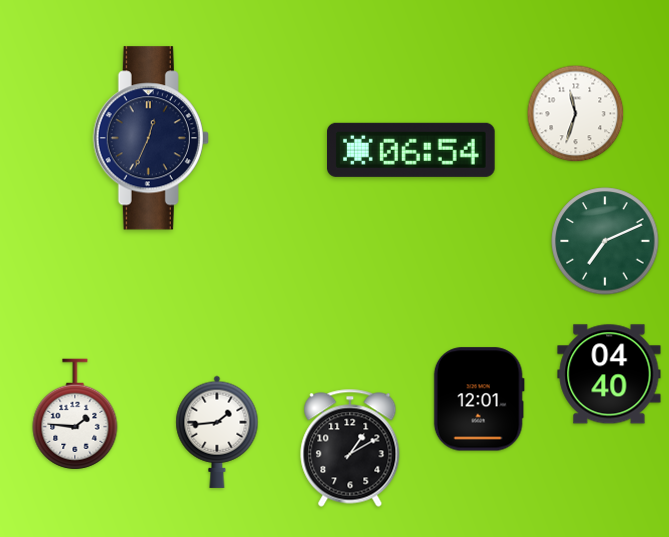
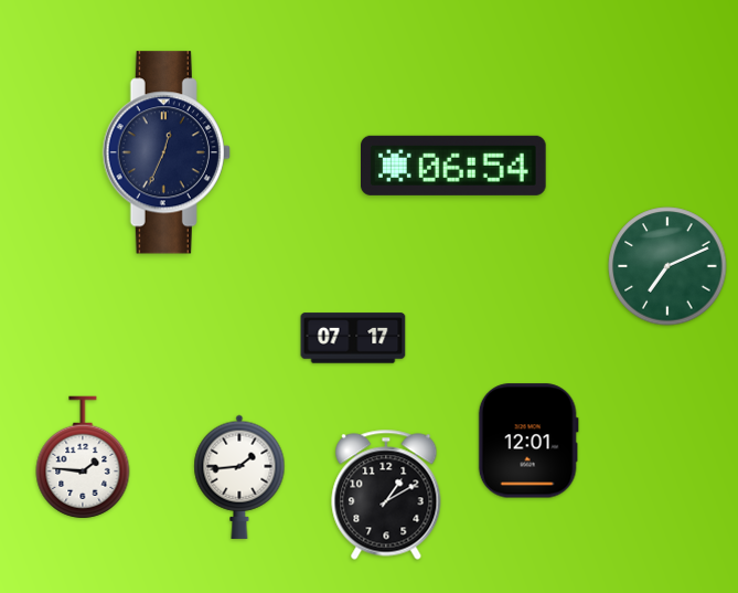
clock at (576, 114): 11:33 -> none
clock at (353, 338): none -> 07:17
clock at (609, 374): 04:40 -> none
